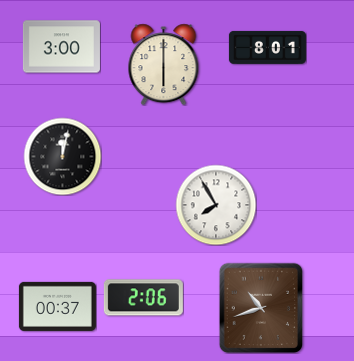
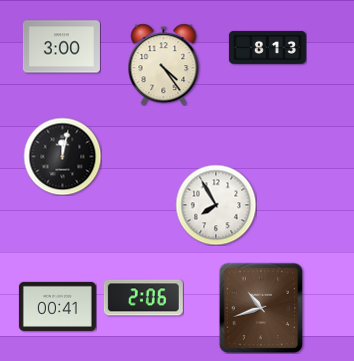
clock at (267, 47): 8:01 -> 8:13
clock at (164, 64): 6:00 -> 4:24
clock at (57, 306): 00:37 -> 00:41
